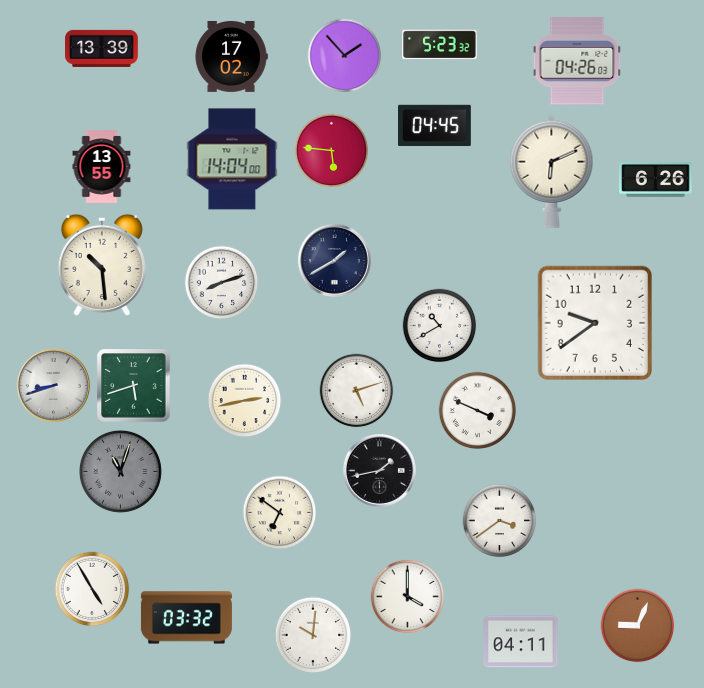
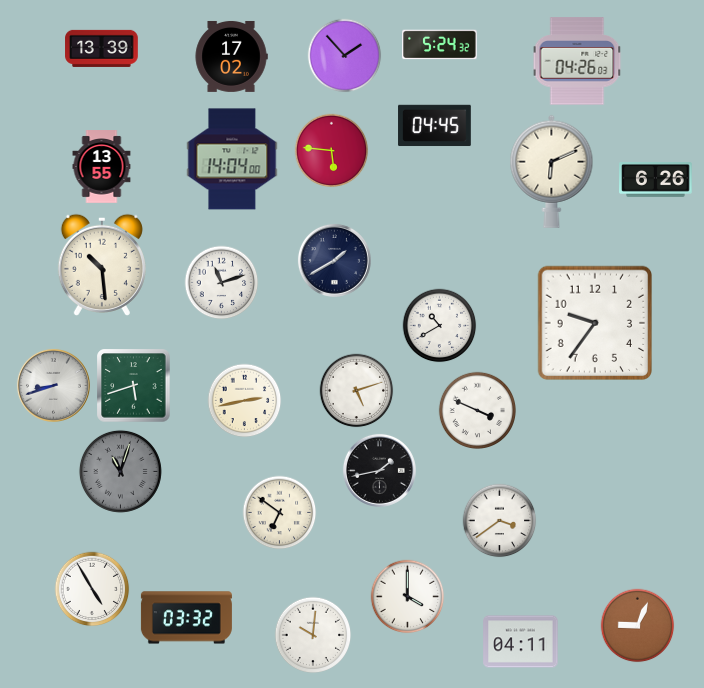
clock at (440, 45): 5:23 -> 5:24
clock at (222, 283): 8:12 -> 11:12
clock at (594, 322): 9:39 -> 9:36
